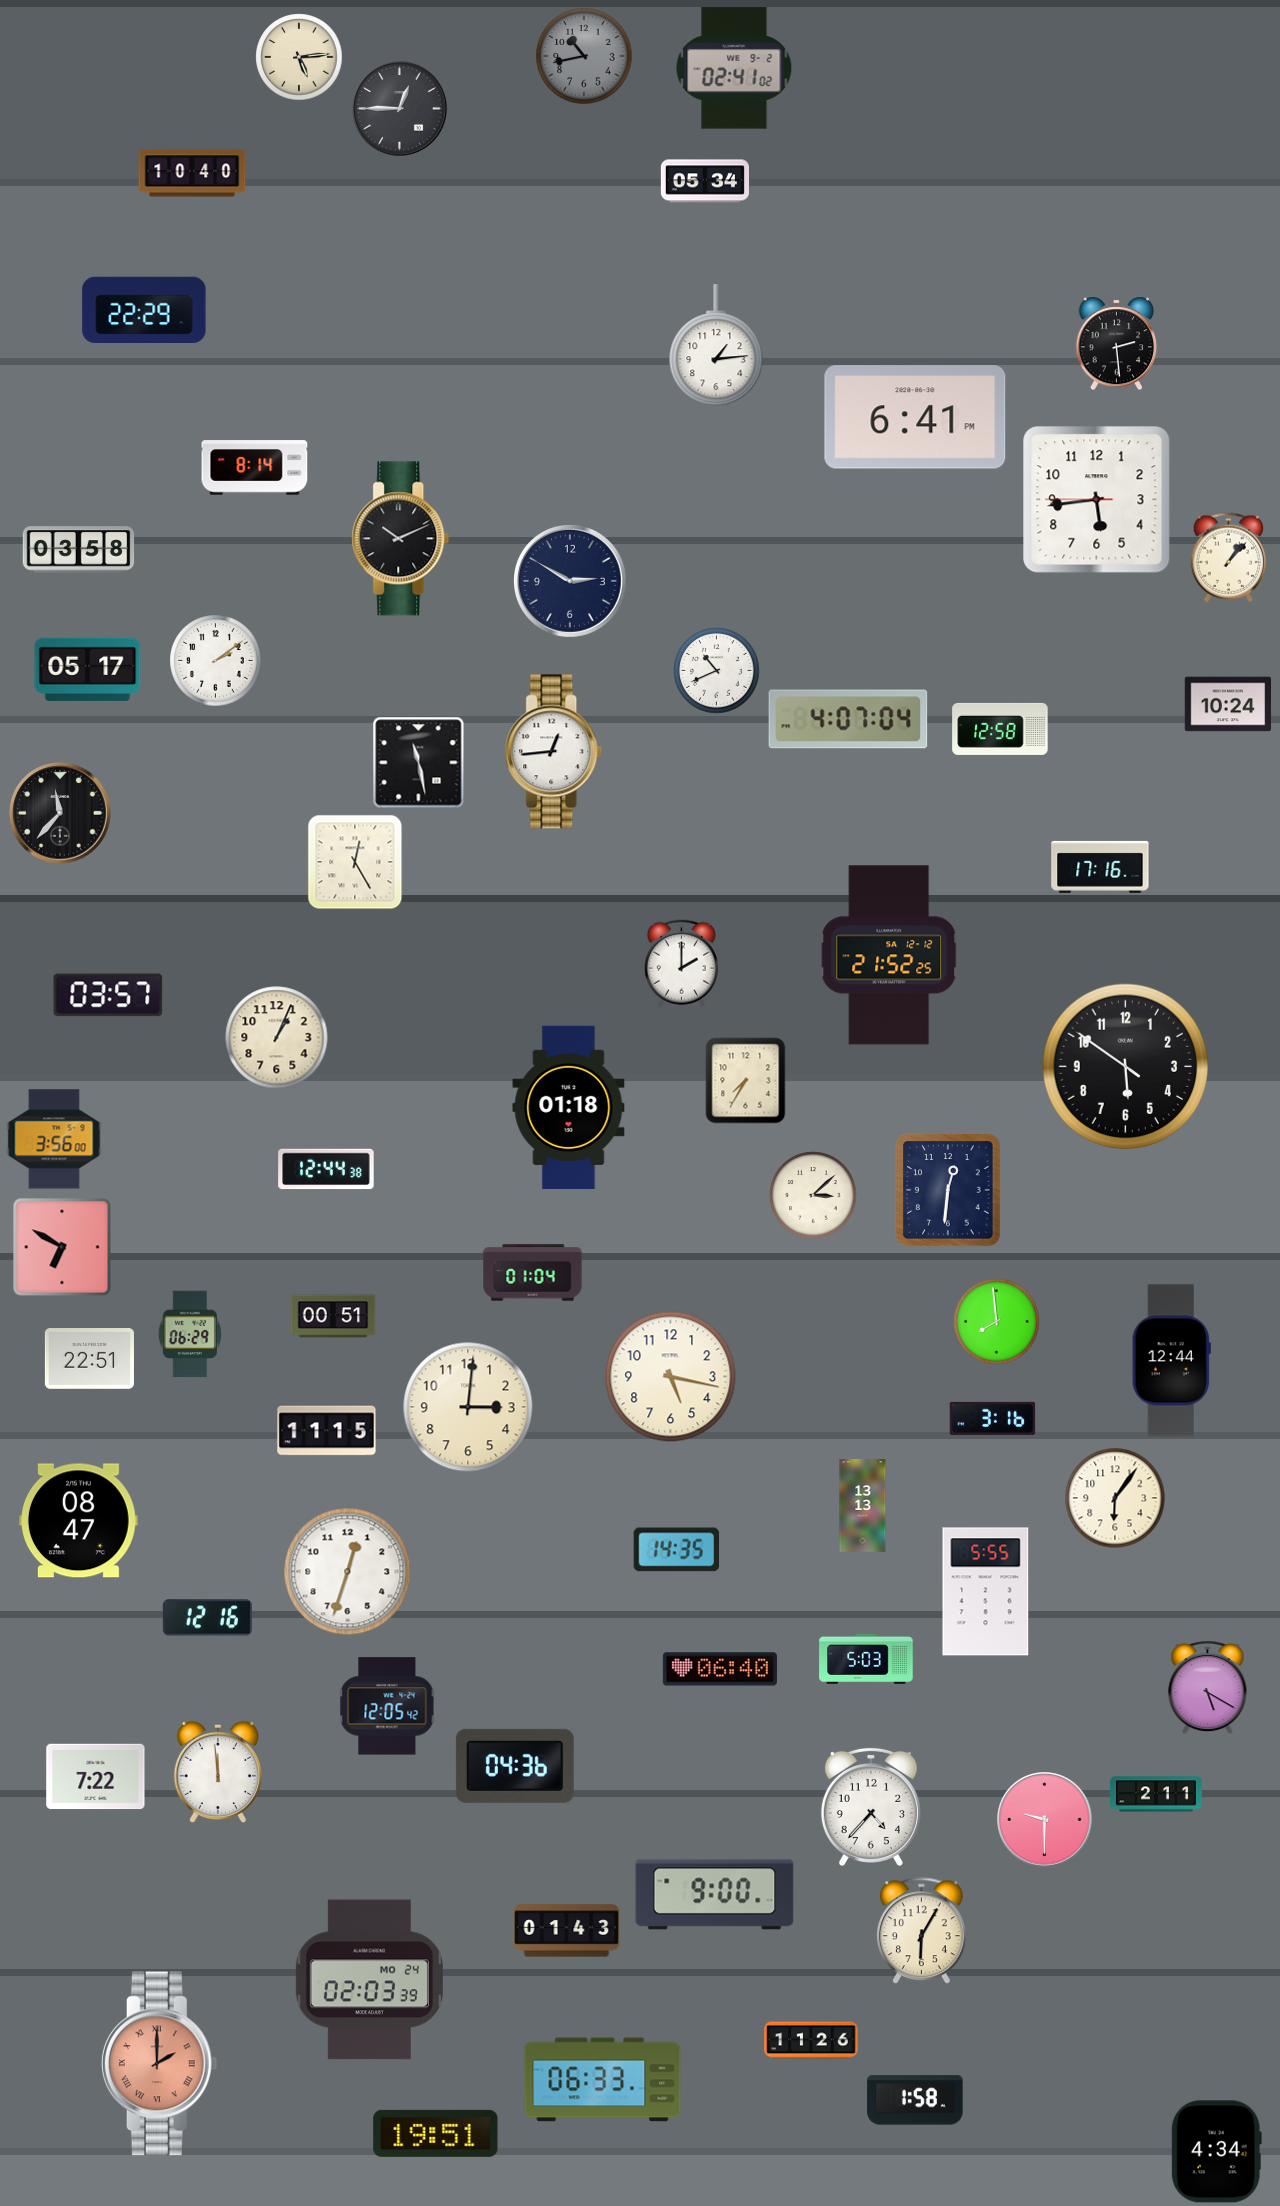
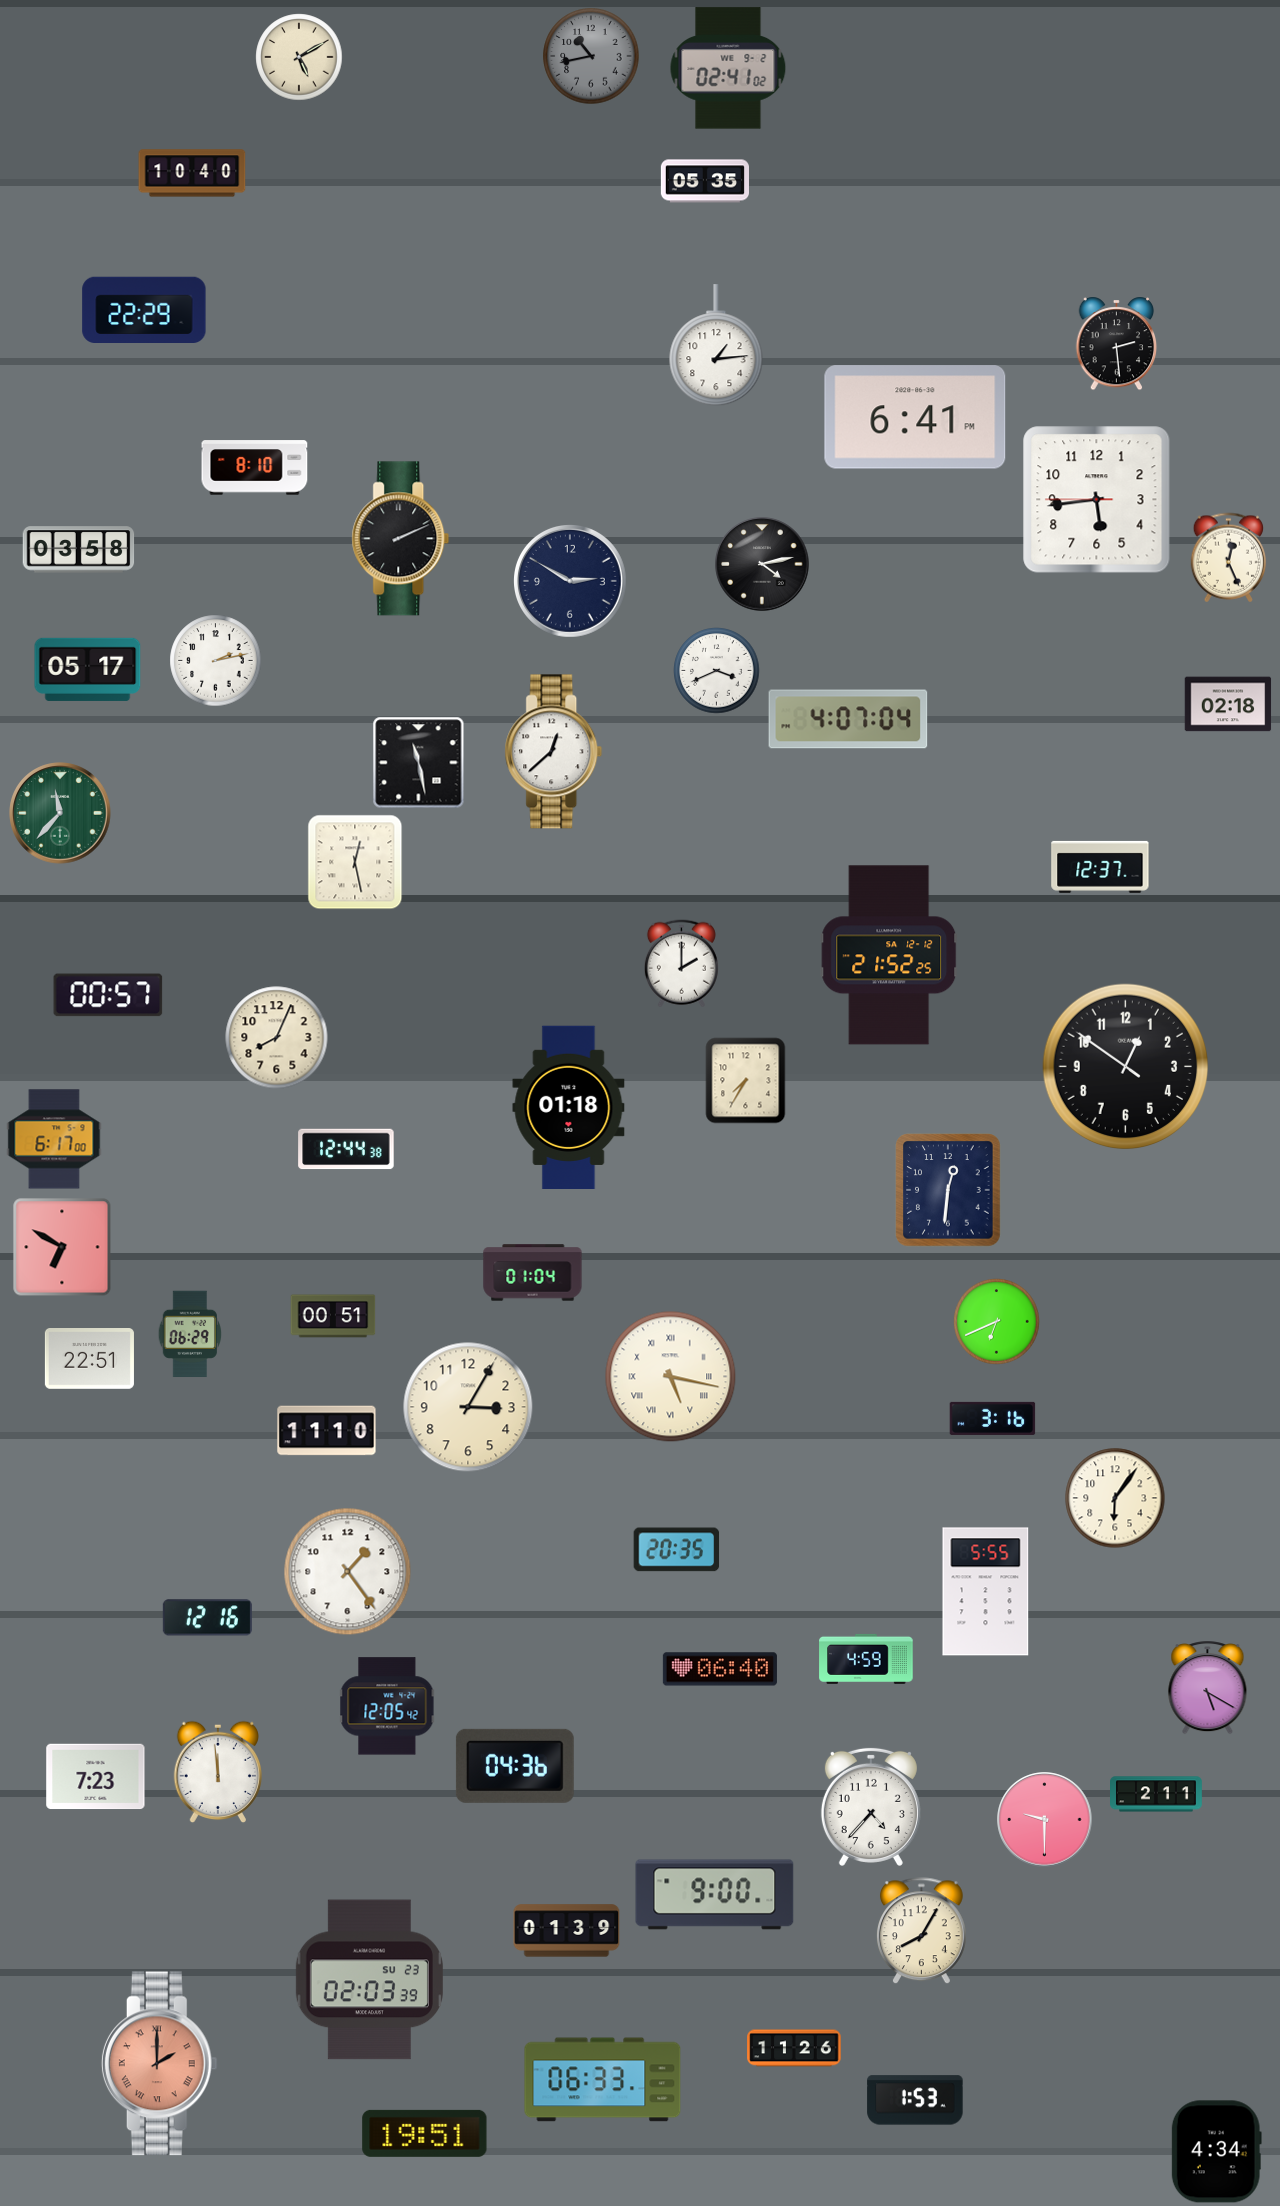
clock at (584, 56) position: (584, 56) -> (591, 56)
clock at (299, 57): 5:14 -> 5:10
clock at (734, 68) position: (734, 68) -> (728, 68)
clock at (400, 109): 12:45 -> none
clock at (704, 181): 05:34 -> 05:35
clock at (255, 468): 8:14 -> 8:10
clock at (401, 539): 10:11 -> 2:11
clock at (1229, 558): 1:07 -> 12:26
clock at (762, 564): none -> 4:13
clock at (216, 661): 2:09 -> 2:13
clock at (717, 671): 10:41 -> 3:41
clock at (1228, 704): 10:24 -> 02:18
clock at (1000, 729): 12:58 -> none
clock at (554, 752): 12:44 -> 12:38
clock at (60, 813) dial: black -> green
clock at (355, 862): 12:25 -> 12:28
clock at (1100, 867): 17:16 -> 12:37
clock at (108, 995): 03:57 -> 00:57
clock at (277, 1038): 1:04 -> 8:04
clock at (1126, 1067): 5:50 -> 12:50
clock at (54, 1139): 3:56 -> 6:17
clock at (326, 1169) position: (326, 1169) -> (346, 1149)
clock at (813, 1195): 3:08 -> none
clock at (997, 1322): 7:59 -> 6:41
clock at (1171, 1361): 12:44 -> none
clock at (671, 1377) numerals: Arabic -> Roman
clock at (468, 1407): 3:01 -> 3:05
clock at (327, 1431): 11:15 -> 11:10
clock at (863, 1506): 13:13 -> none
clock at (78, 1521): 08:47 -> none
clock at (677, 1550): 14:35 -> 20:35
clock at (348, 1572): 12:33 -> 1:24
clock at (866, 1659): 5:03 -> 4:59
clock at (96, 1777): 7:22 -> 7:23
clock at (567, 1931): 01:43 -> 01:39
clock at (921, 1931): 6:05 -> 8:05
clock at (369, 1980) date: MO 24 -> SU 23
clock at (811, 2040) position: (811, 2040) -> (794, 2048)
clock at (915, 2100): 1:58 -> 1:53
clock at (436, 2133) position: (436, 2133) -> (425, 2133)
